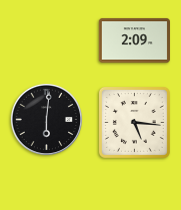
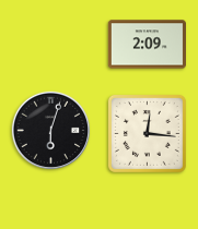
clock at (47, 120): 6:01 -> 6:03
clock at (134, 122): 5:16 -> 12:16
